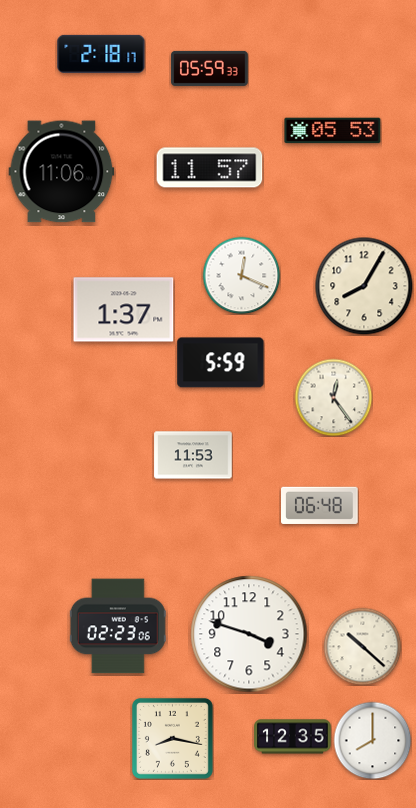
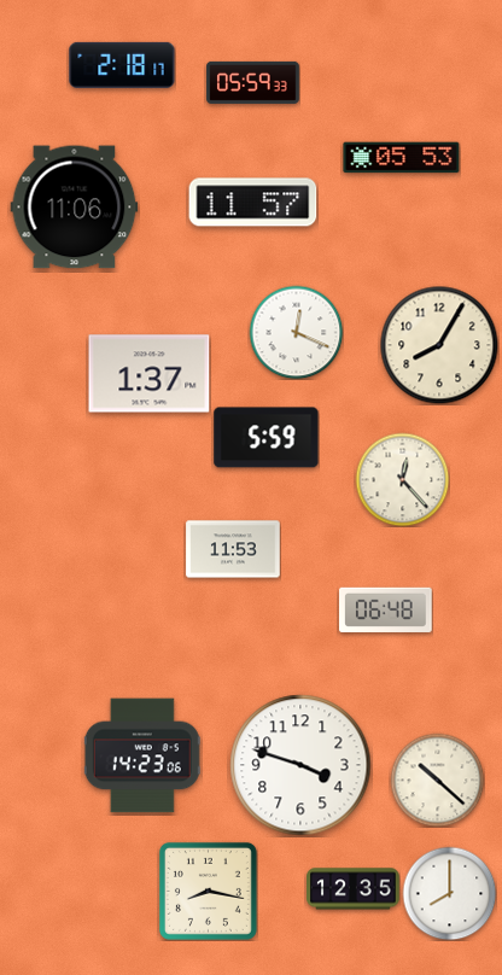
clock at (241, 275) position: (241, 275) -> (296, 332)
clock at (333, 397): 12:24 -> 12:23
clock at (118, 626): 02:23 -> 14:23
